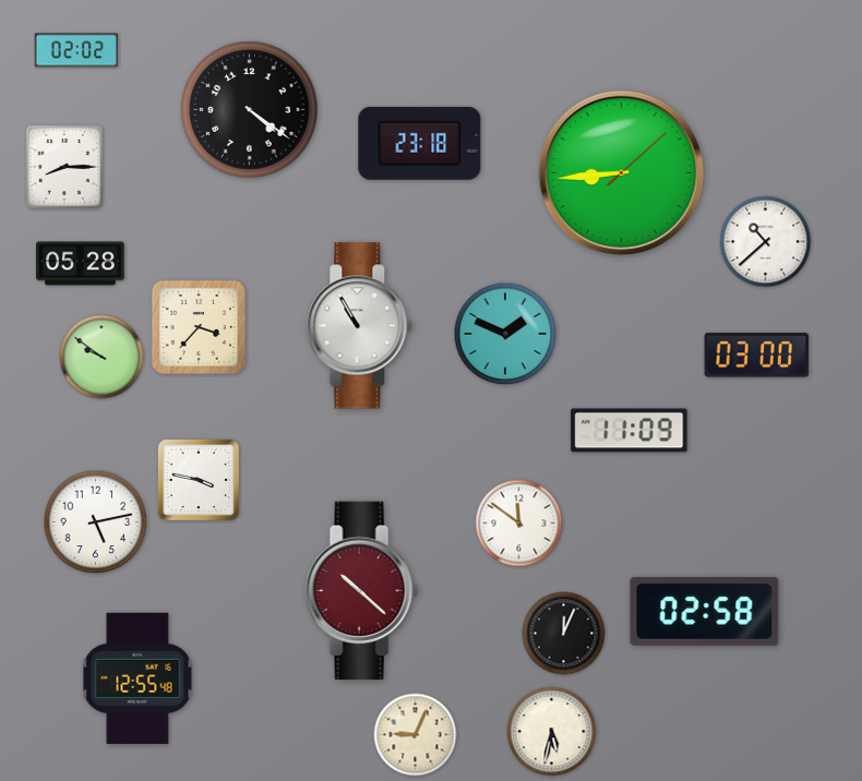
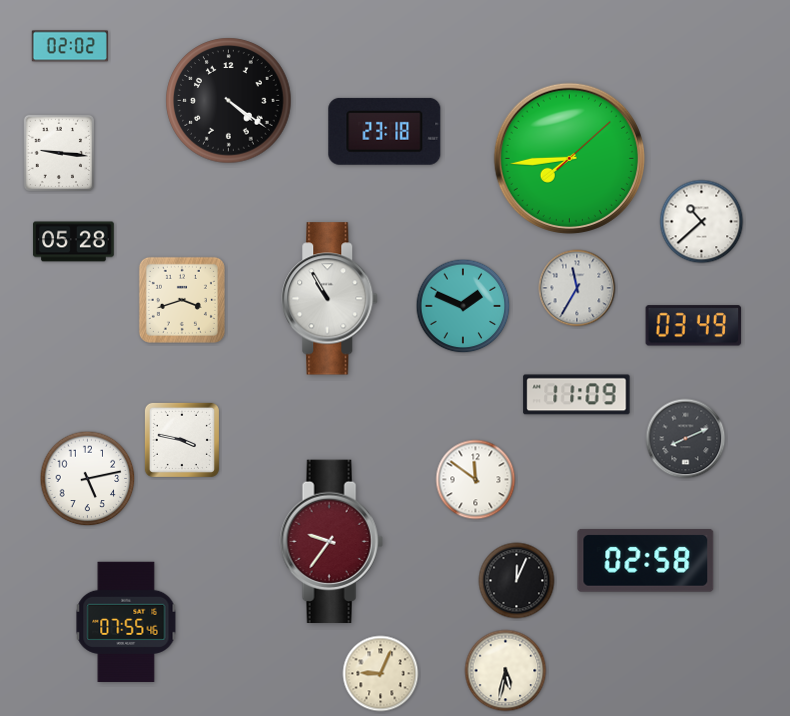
clock at (63, 166): 8:15 -> 9:16
clock at (621, 172): 8:44 -> 7:44
clock at (577, 288): none -> 11:35
clock at (199, 327): 3:37 -> 3:42
clock at (757, 356): 03:00 -> 03:49
clock at (101, 357): 9:51 -> none
clock at (686, 439): none -> 8:11
clock at (361, 591): 10:22 -> 9:36
clock at (137, 678): 12:55 -> 07:55
